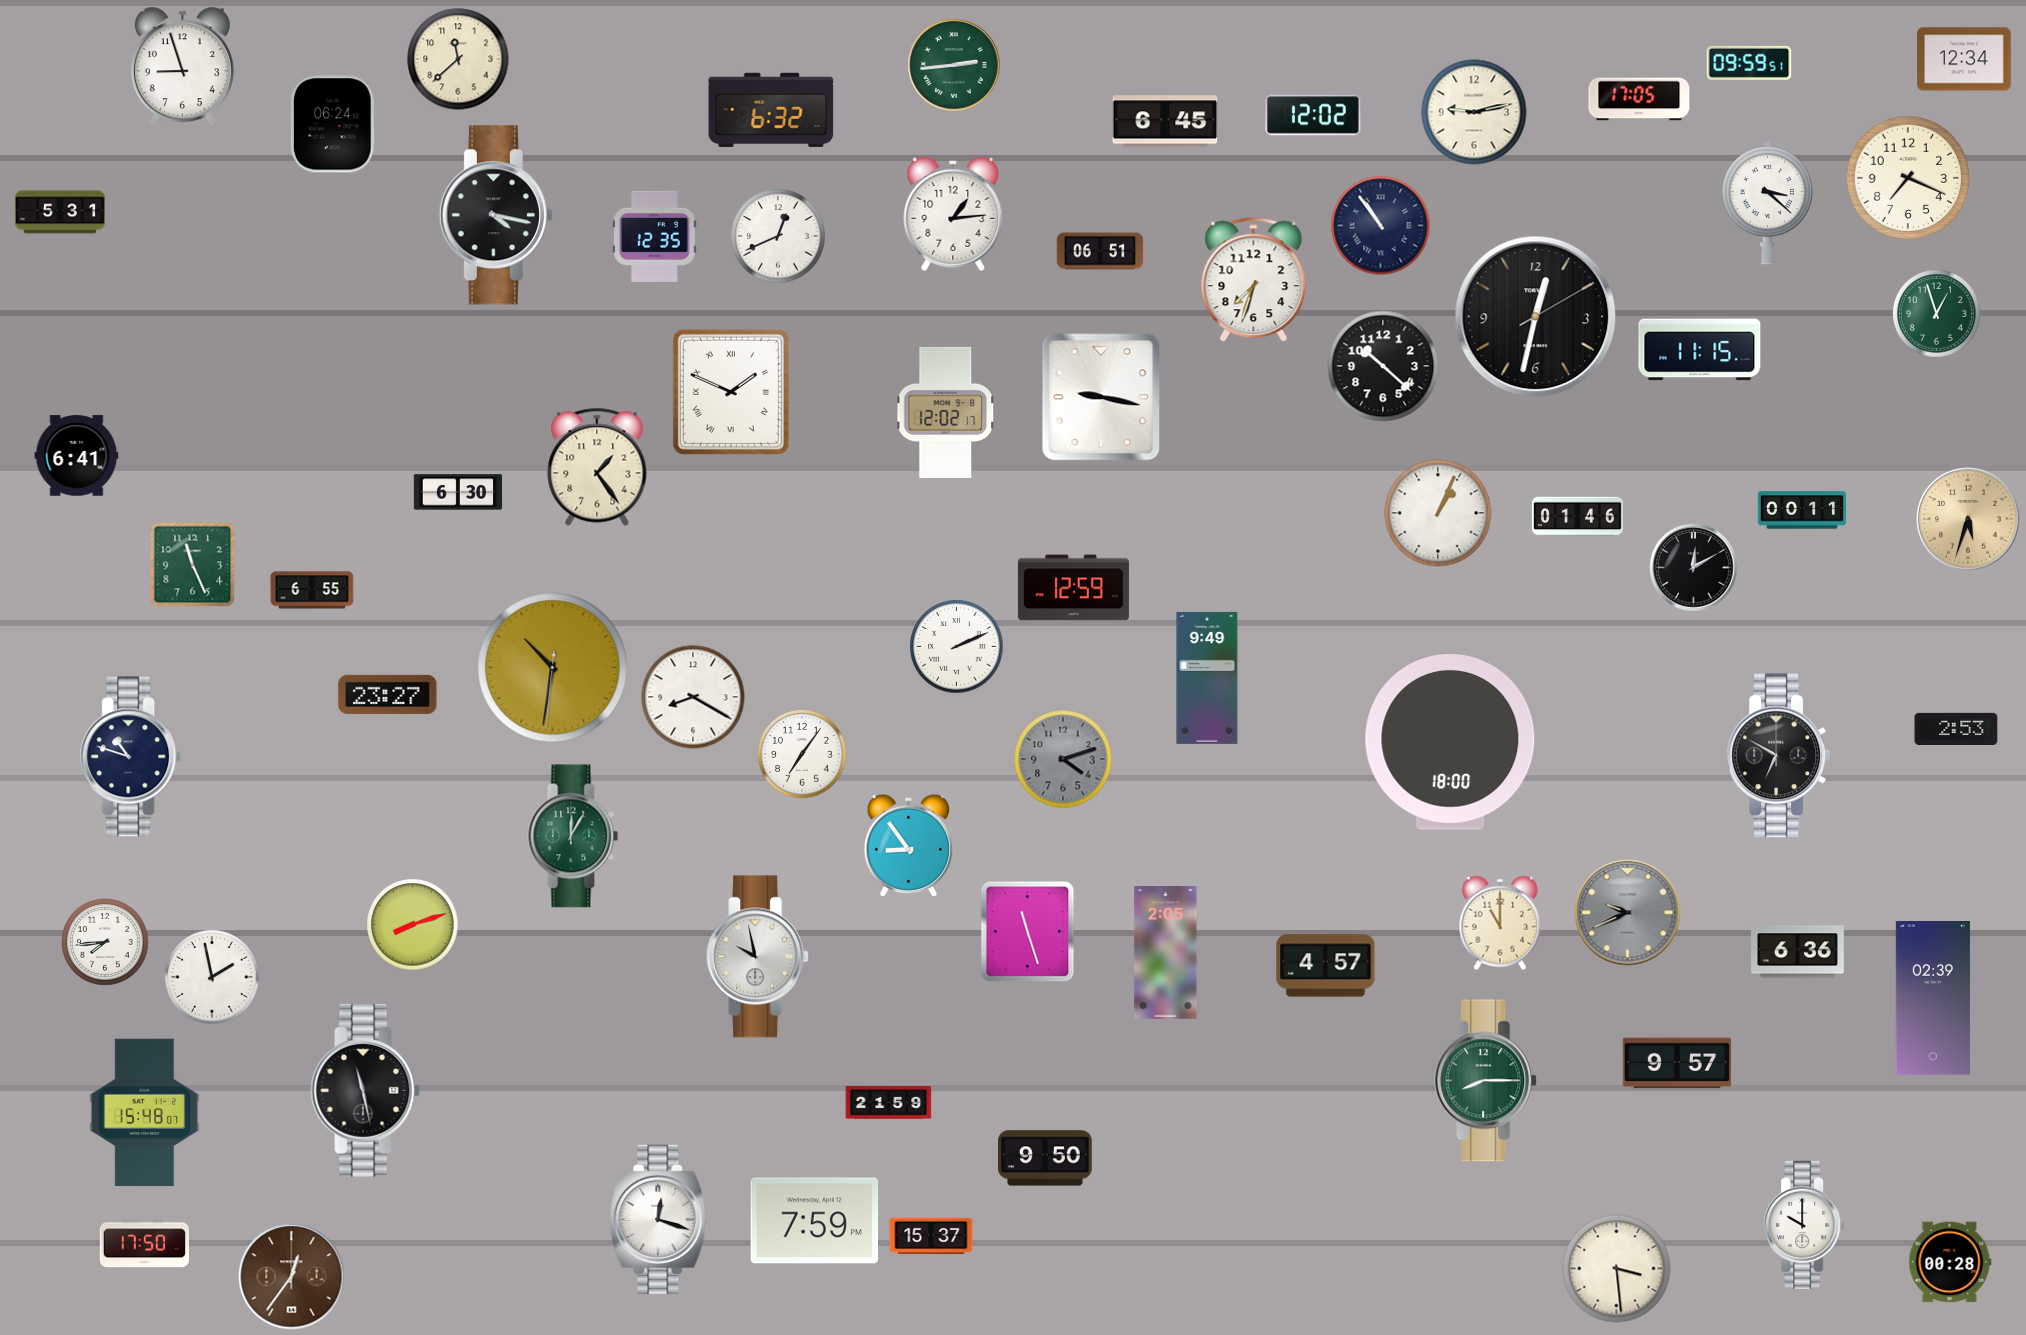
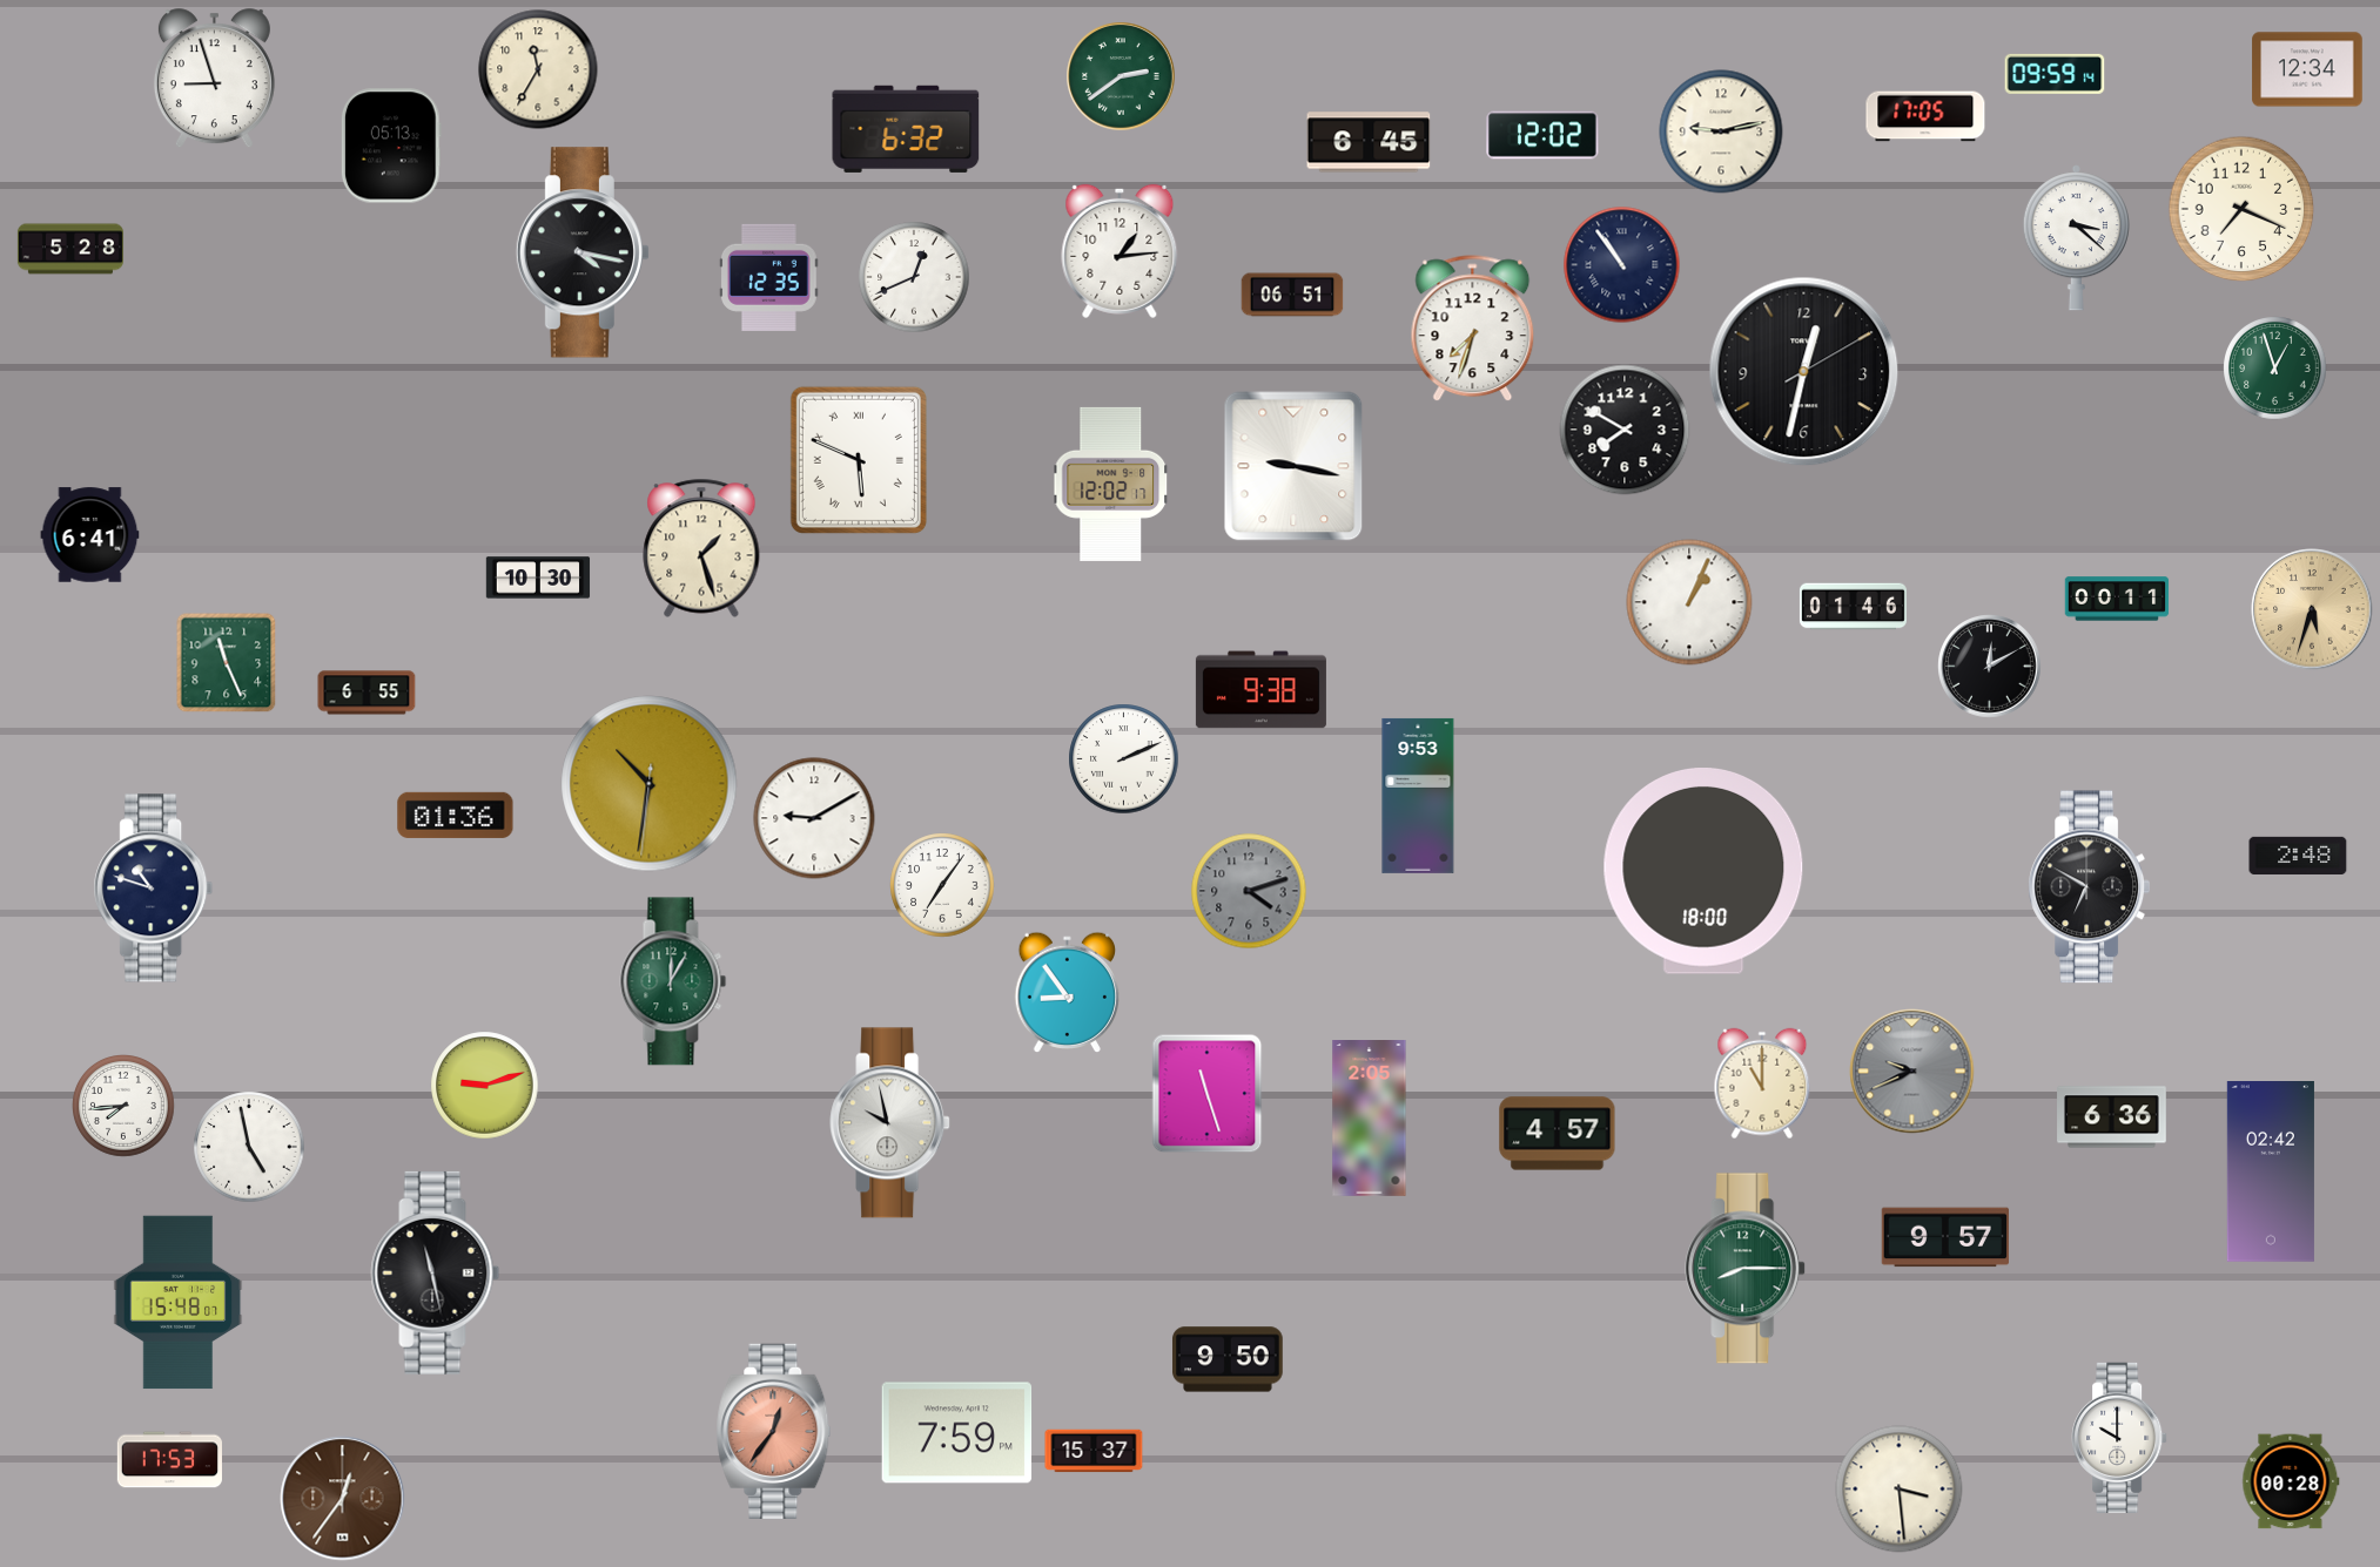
clock at (458, 59): 11:38 -> 11:35
clock at (1749, 63): 09:59:51 -> 09:59:14
clock at (954, 65): 2:44 -> 2:39
clock at (1474, 112) position: (1474, 112) -> (1721, 131)
clock at (333, 124): 06:24 -> 05:13
clock at (60, 212): 5:31 -> 5:28
clock at (1700, 350): 11:15 -> none
clock at (1383, 366): 10:22 -> 7:50
clock at (731, 392): 1:49 -> 5:49
clock at (597, 467): 1:24 -> 1:27
clock at (458, 492): 6:30 -> 10:30
clock at (1073, 588): 12:59 -> 9:38
clock at (1207, 678): 9:49 -> 9:53
clock at (388, 694): 23:27 -> 01:36
clock at (693, 697): 8:20 -> 9:10
clock at (1956, 728): 2:53 -> 2:48
clock at (413, 925): 8:12 -> 9:12
clock at (212, 977): 1:58 -> 4:58
clock at (1933, 999): 02:39 -> 02:42
clock at (1676, 1063) position: (1676, 1063) -> (1944, 1237)
clock at (366, 1090) position: (366, 1090) -> (436, 1272)
clock at (889, 1103): 21:59 -> none
clock at (145, 1113) position: (145, 1113) -> (179, 1303)
clock at (659, 1219): 12:18 -> 12:36
clock at (659, 1219) dial: white -> salmon
clock at (144, 1244): 17:50 -> 17:53
